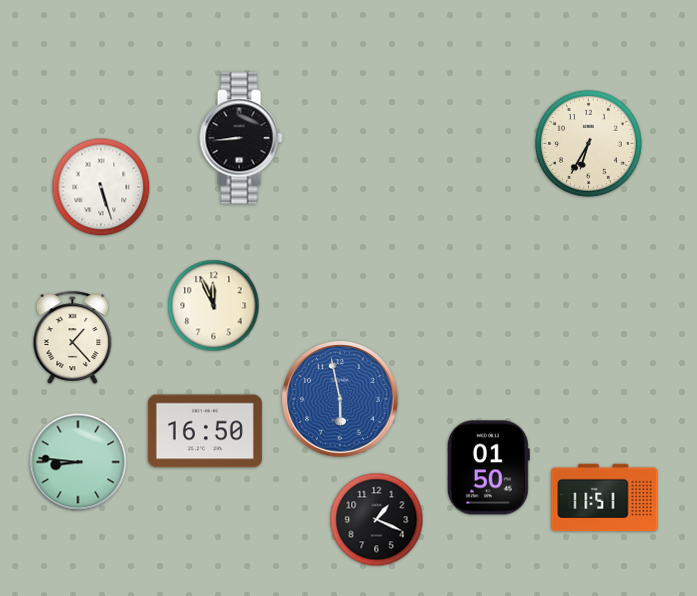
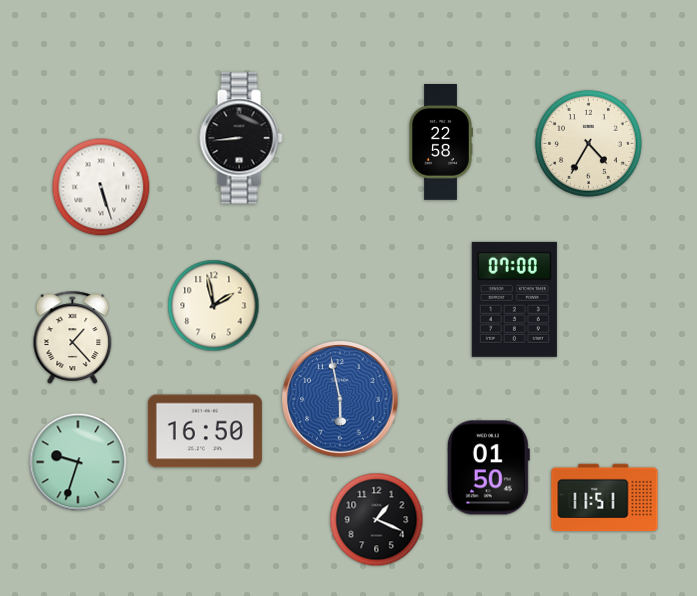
clock at (441, 143): none -> 22:58
clock at (588, 143): 6:35 -> 4:35
clock at (514, 299): none -> 07:00
clock at (214, 306): 11:56 -> 1:58
clock at (78, 462): 8:46 -> 9:33
